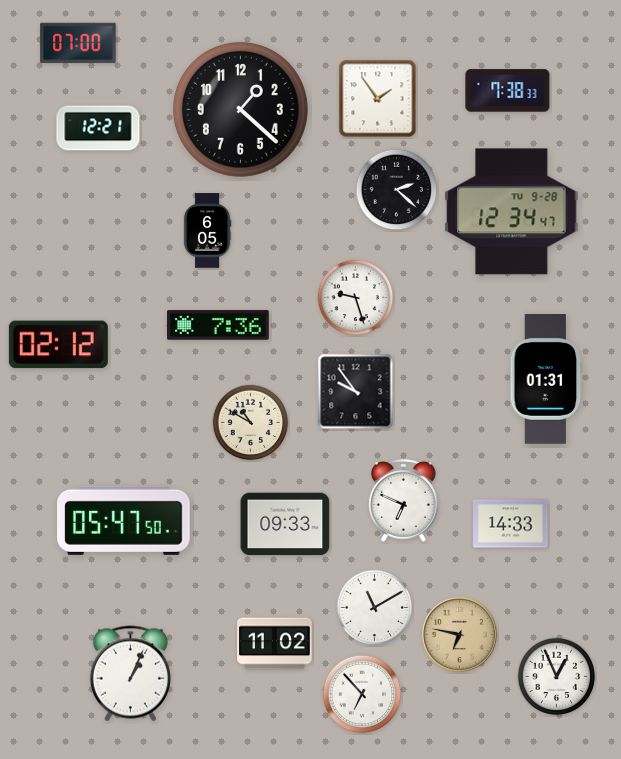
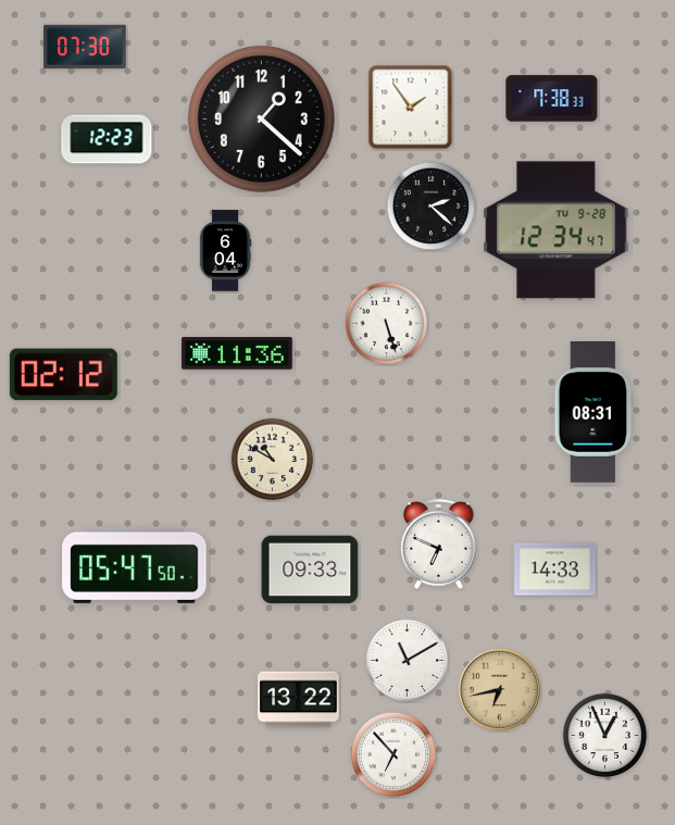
clock at (78, 43): 07:00 -> 07:30
clock at (98, 128): 12:21 -> 12:23
clock at (207, 231): 6:05 -> 6:04
clock at (356, 298): 9:27 -> 5:27
clock at (219, 325): 7:36 -> 11:36
clock at (546, 380): 01:31 -> 08:31
clock at (356, 392): 9:54 -> none
clock at (459, 634): 6:47 -> 6:43
clock at (275, 644): 11:02 -> 13:22
clock at (130, 674): 1:04 -> none
